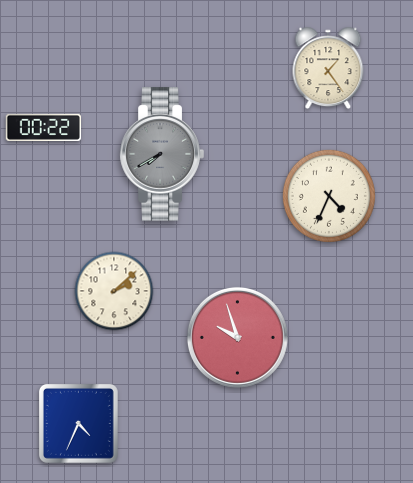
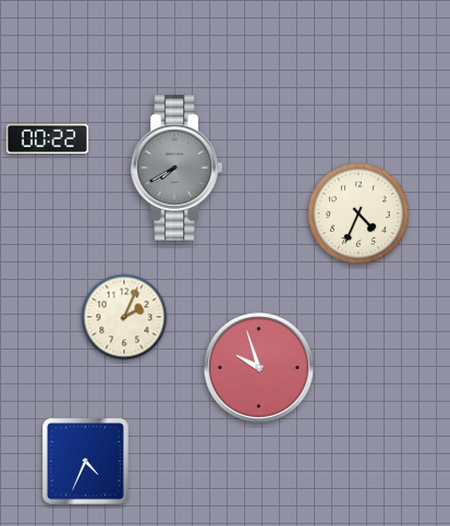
clock at (328, 68): 1:24 -> none
clock at (114, 291): 2:08 -> 2:04
